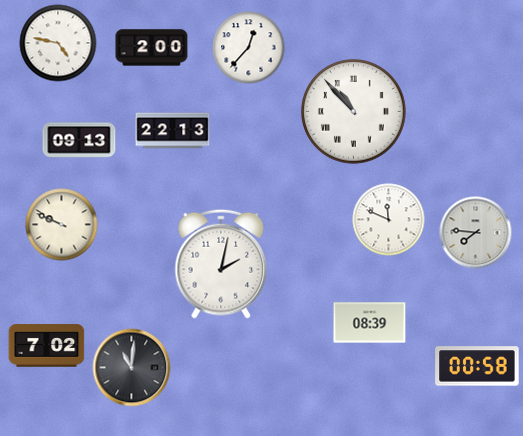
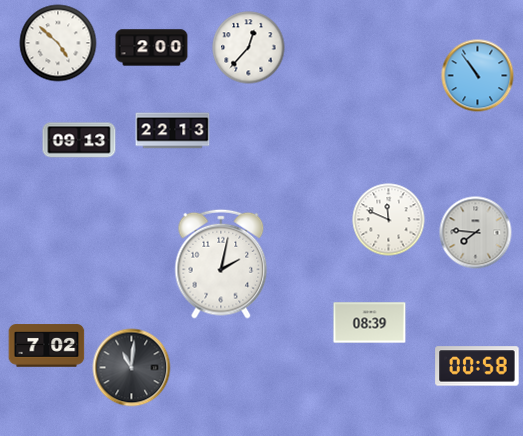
clock at (58, 43): 4:47 -> 4:52
clock at (478, 76): none -> 10:54
clock at (354, 112): 10:53 -> none
clock at (62, 225): 9:49 -> none
